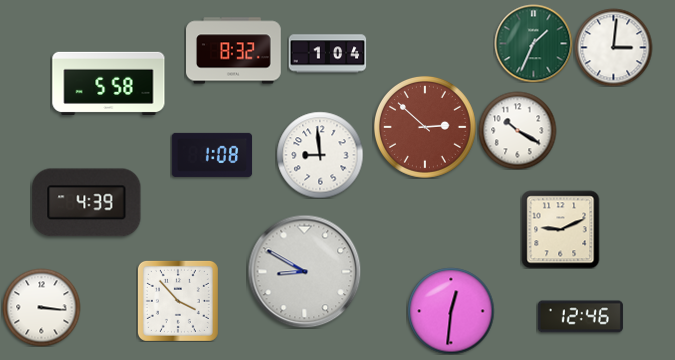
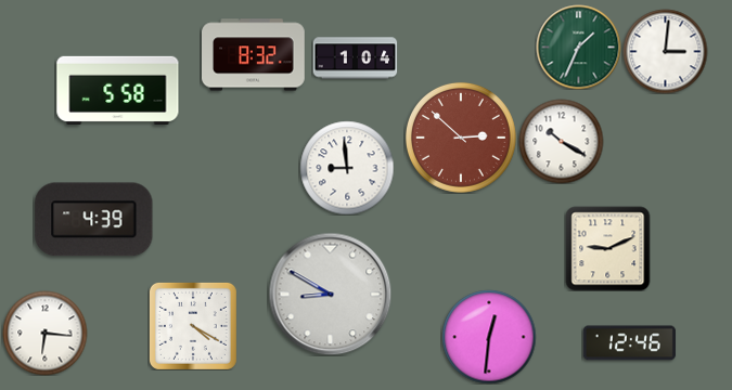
clock at (212, 155): 1:08 -> none
clock at (178, 301): 3:53 -> 4:20
clock at (41, 307): 3:16 -> 6:16
